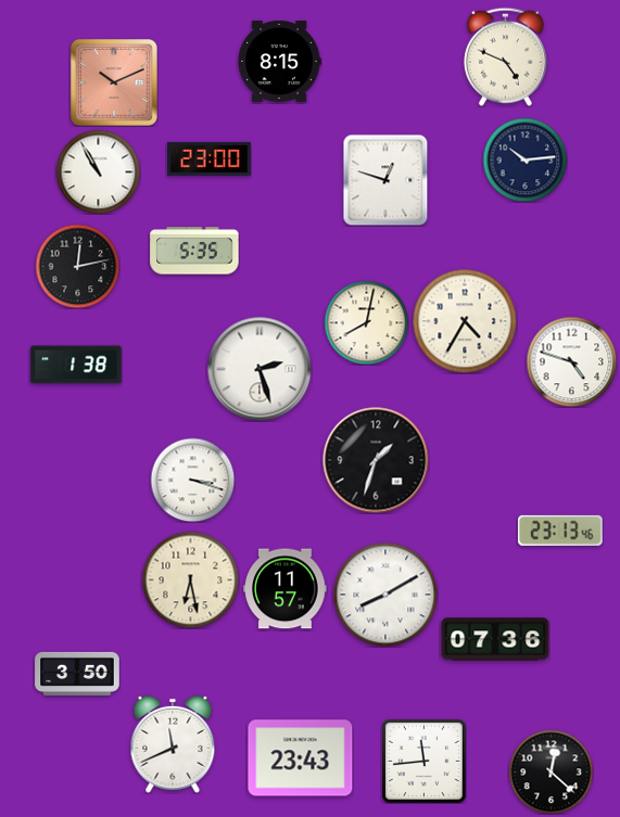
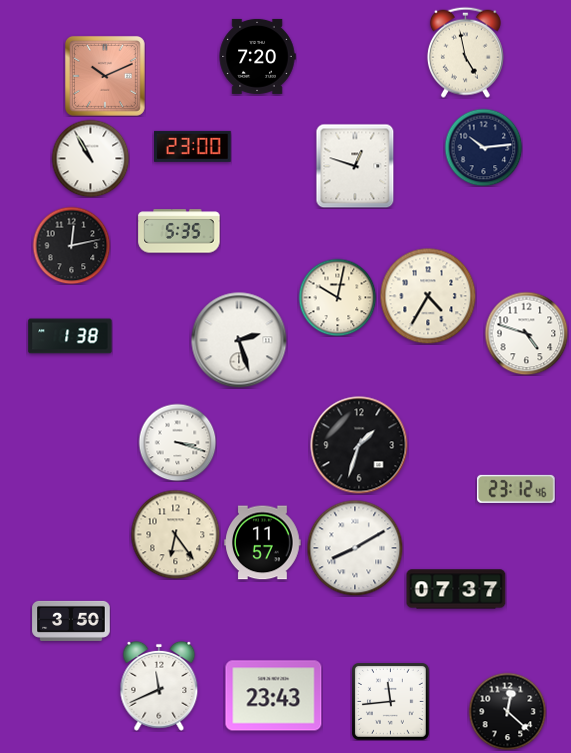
clock at (505, 56): 4:49 -> 4:58
clock at (279, 61): 8:15 -> 7:20
clock at (366, 322): 8:02 -> 10:02
clock at (376, 460) position: (376, 460) -> (359, 445)
clock at (560, 531): 23:13 -> 23:12
clock at (190, 579): 6:28 -> 6:24
clock at (495, 639): 07:36 -> 07:37
clock at (301, 758) position: (301, 758) -> (274, 696)
